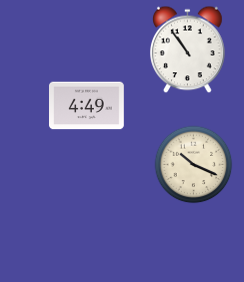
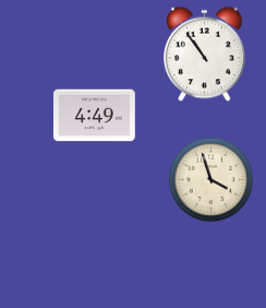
clock at (194, 165): 10:19 -> 3:57
